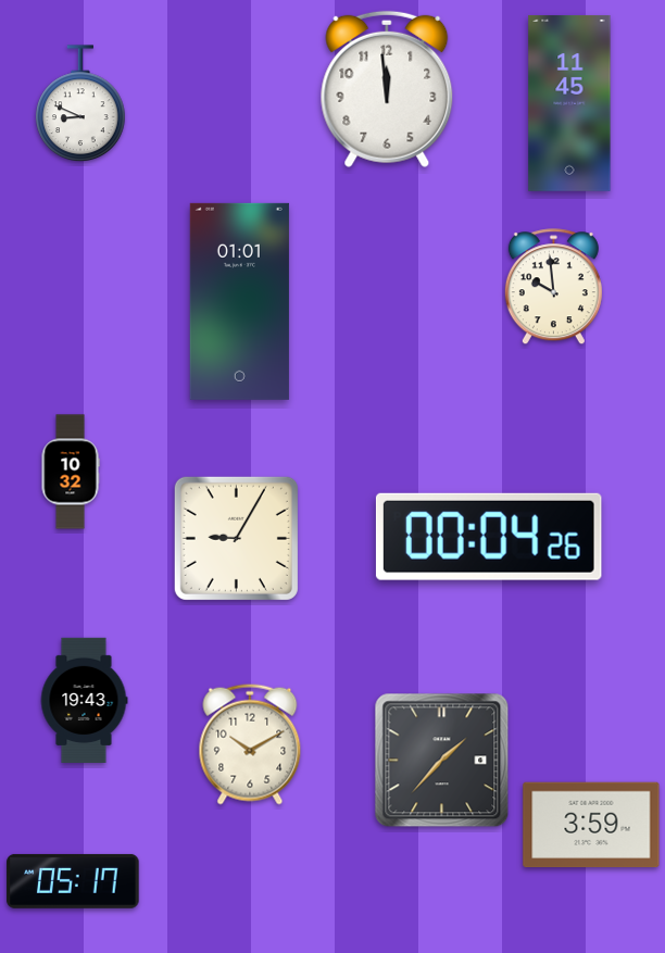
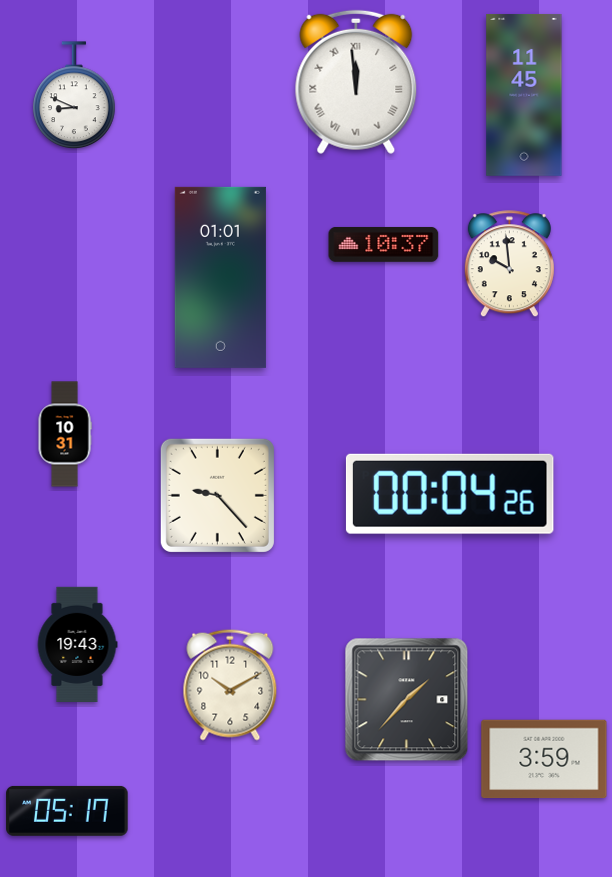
clock at (387, 89) numerals: Arabic -> Roman
clock at (384, 244): none -> 10:37
clock at (71, 472): 10:32 -> 10:31
clock at (236, 538): 9:05 -> 9:23
